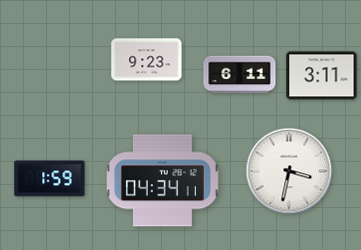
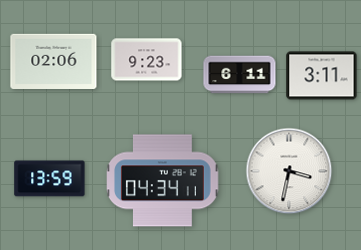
clock at (54, 61): none -> 02:06
clock at (50, 179): 1:59 -> 13:59
